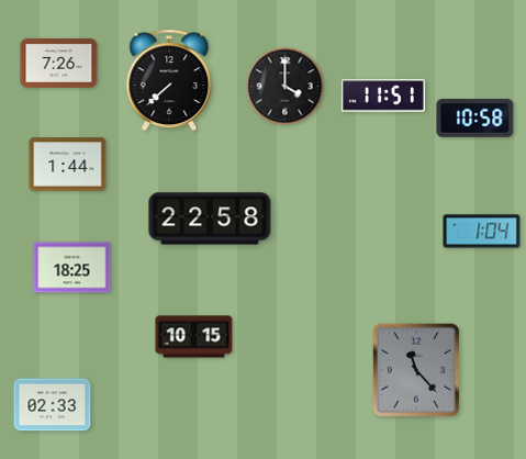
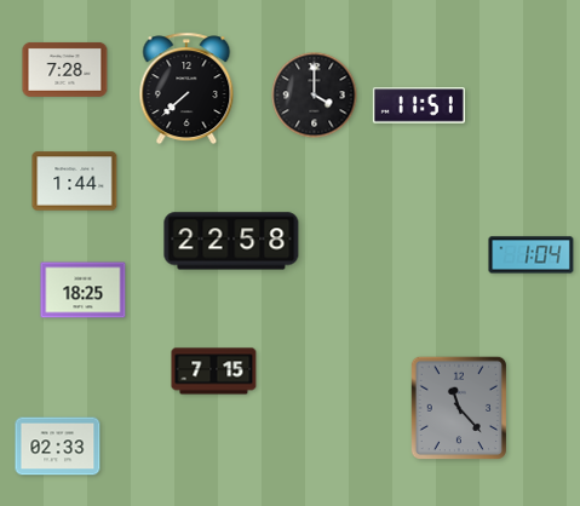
clock at (59, 63): 7:26 -> 7:28
clock at (383, 96) position: (383, 96) -> (419, 105)
clock at (475, 117): 10:58 -> none
clock at (72, 268) position: (72, 268) -> (84, 291)
clock at (194, 337): 10:15 -> 7:15
